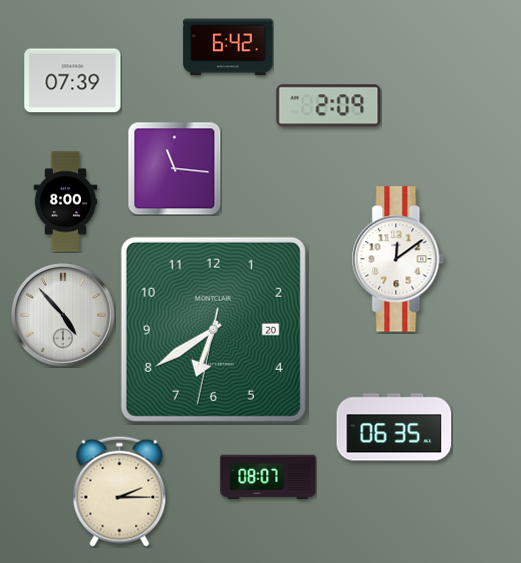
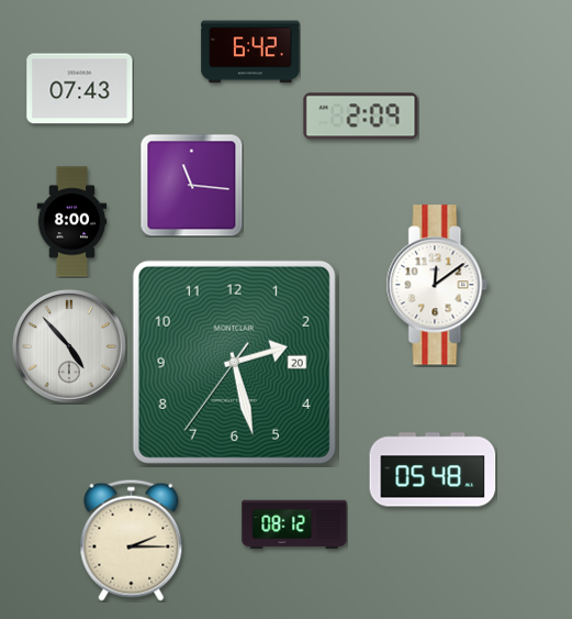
clock at (73, 81): 07:39 -> 07:43
clock at (213, 329): 6:39 -> 2:27
clock at (394, 427): 06:35 -> 05:48
clock at (268, 477): 08:07 -> 08:12
